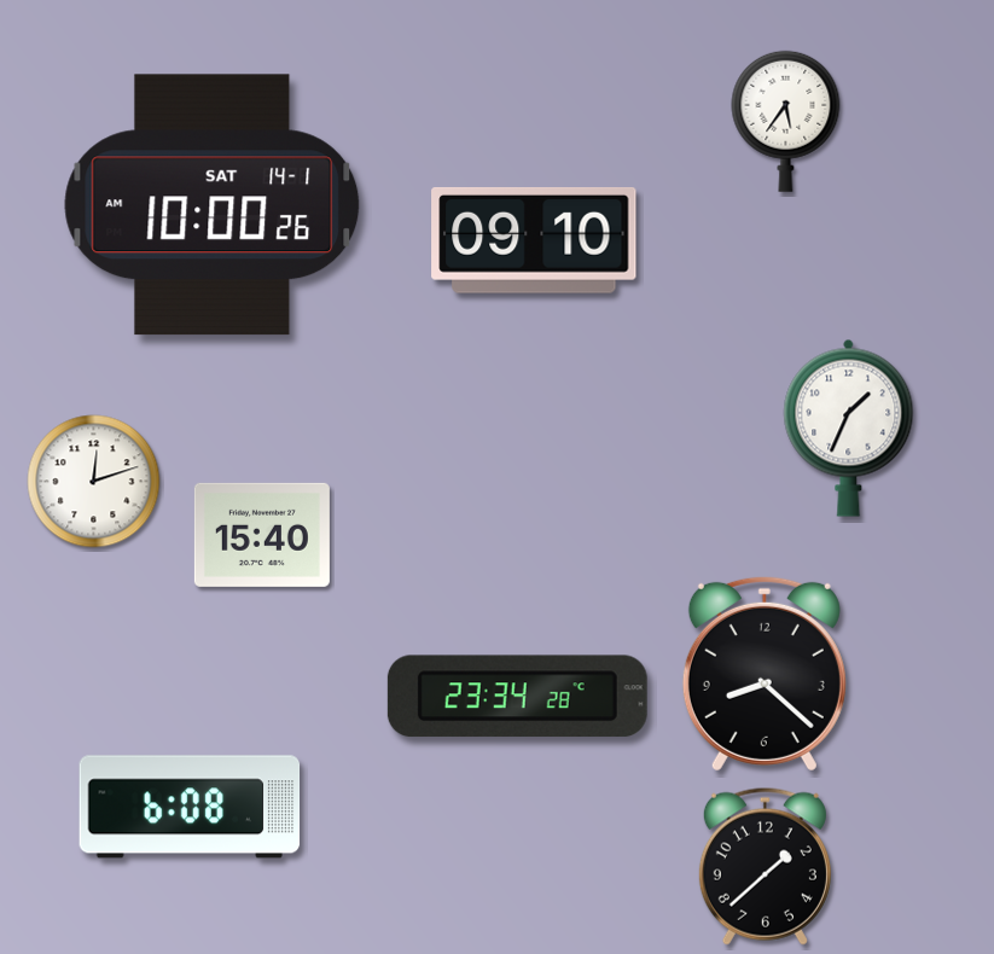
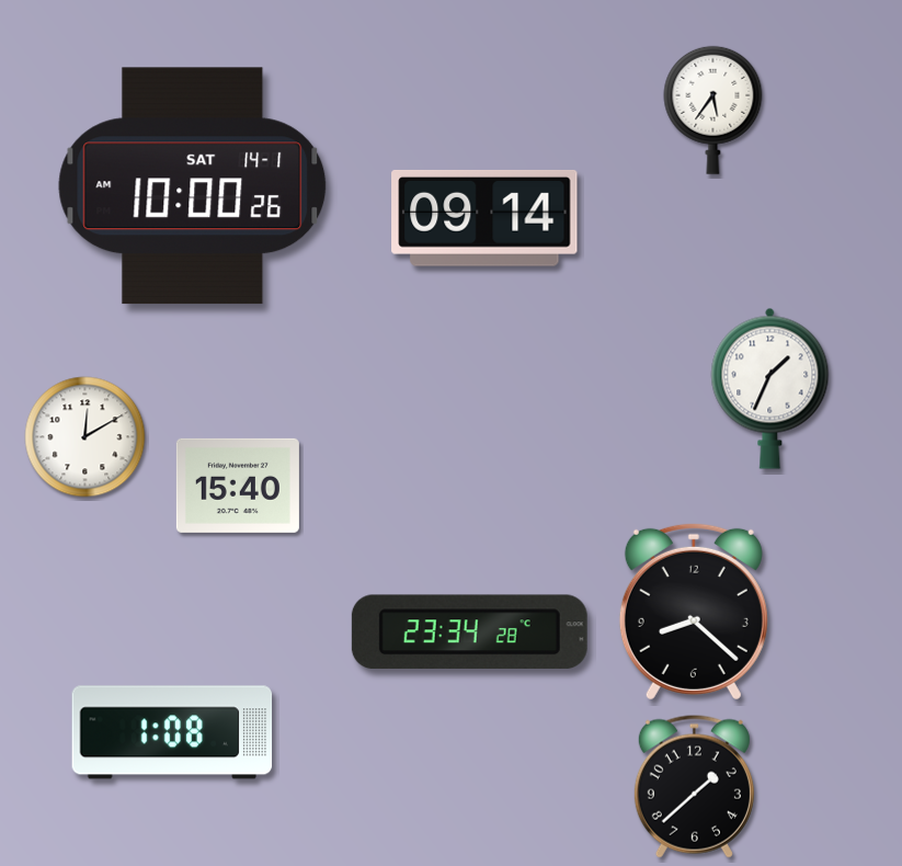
clock at (534, 240): 09:10 -> 09:14
clock at (94, 482): 12:12 -> 12:10
clock at (190, 807): 6:08 -> 1:08
